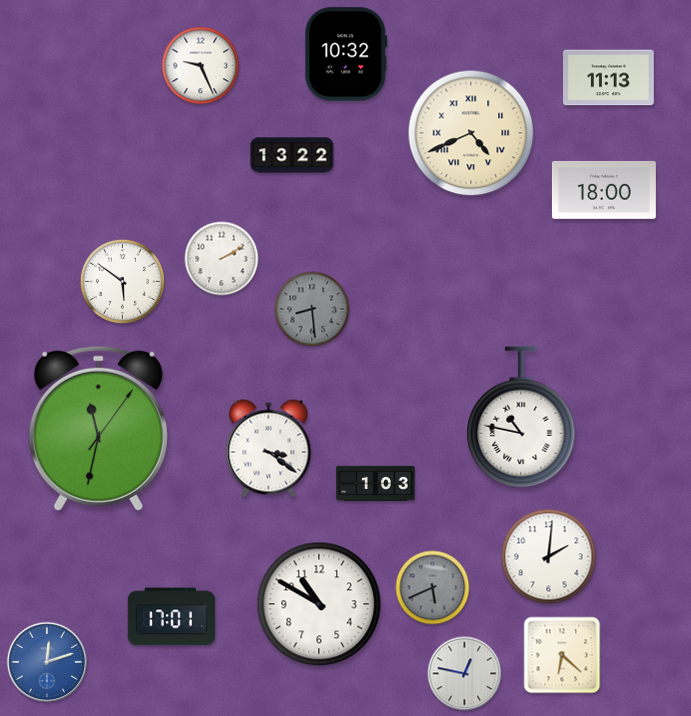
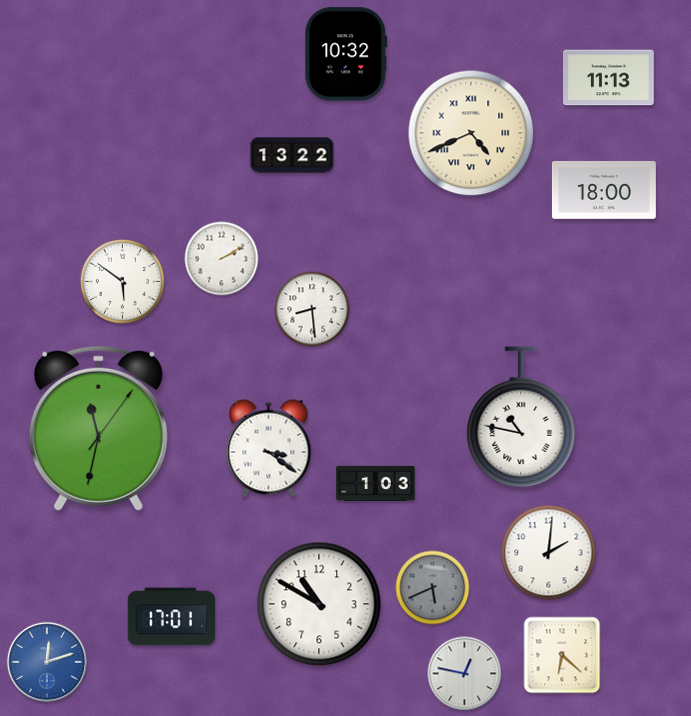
clock at (201, 66): 9:26 -> none
clock at (312, 309) dial: grey -> white
clock at (549, 557) position: (549, 557) -> (549, 553)
